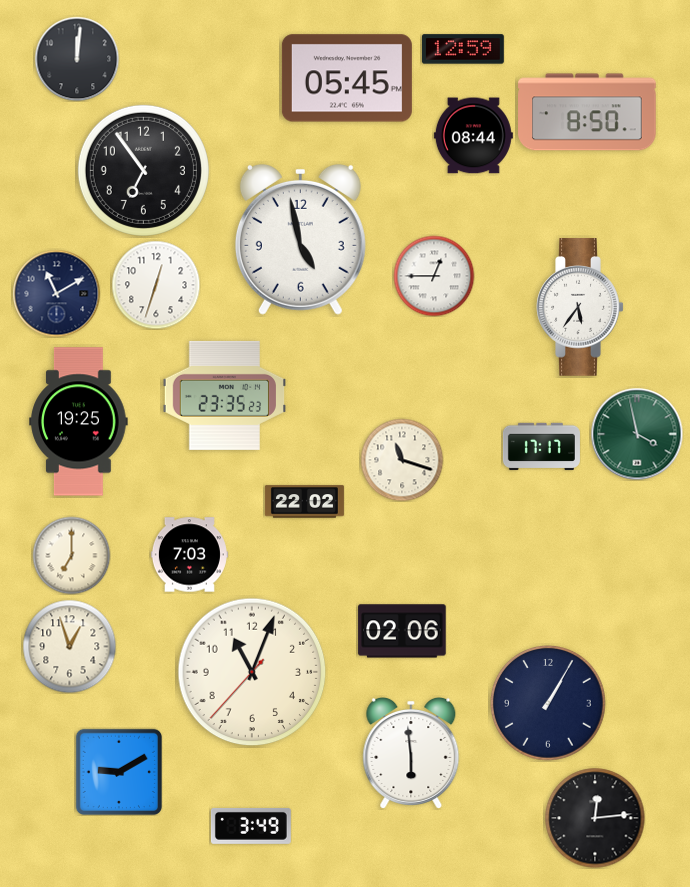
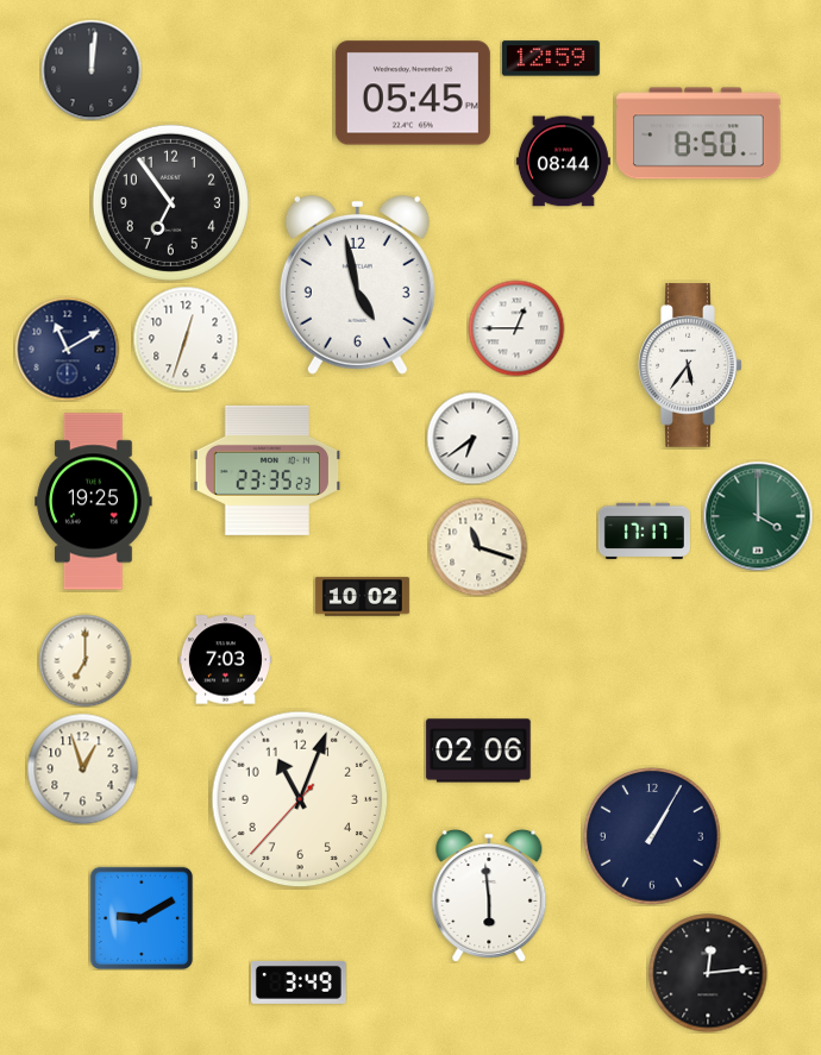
clock at (472, 438): none -> 6:39
clock at (637, 434): 3:58 -> 4:00
clock at (304, 502): 22:02 -> 10:02
